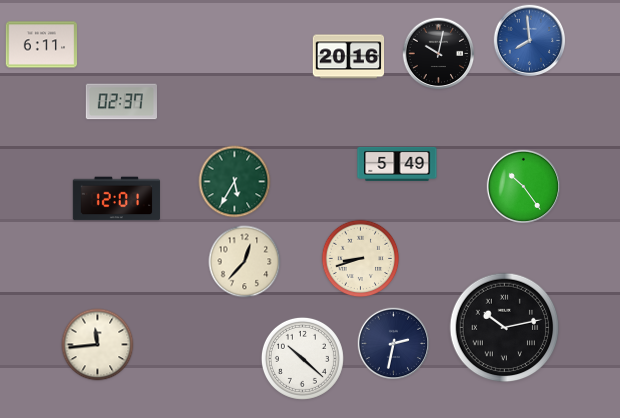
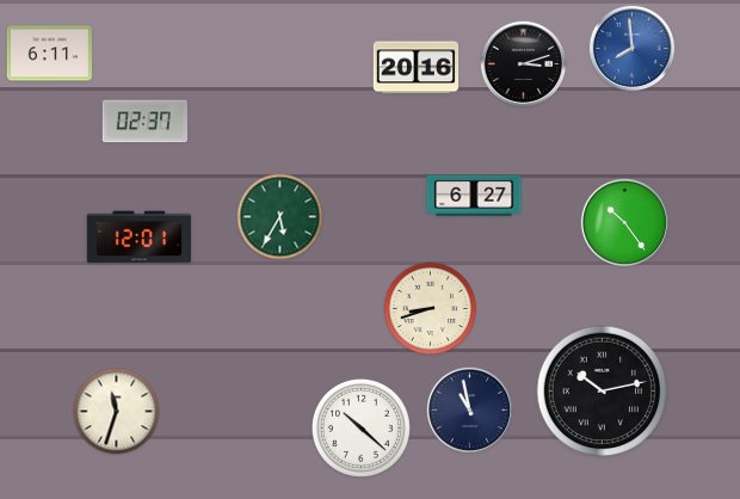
clock at (439, 54): 10:02 -> 3:12
clock at (397, 164): 5:49 -> 6:27
clock at (245, 262): 12:37 -> none
clock at (394, 344): 2:32 -> 10:58
clock at (98, 345): 11:44 -> 11:33
